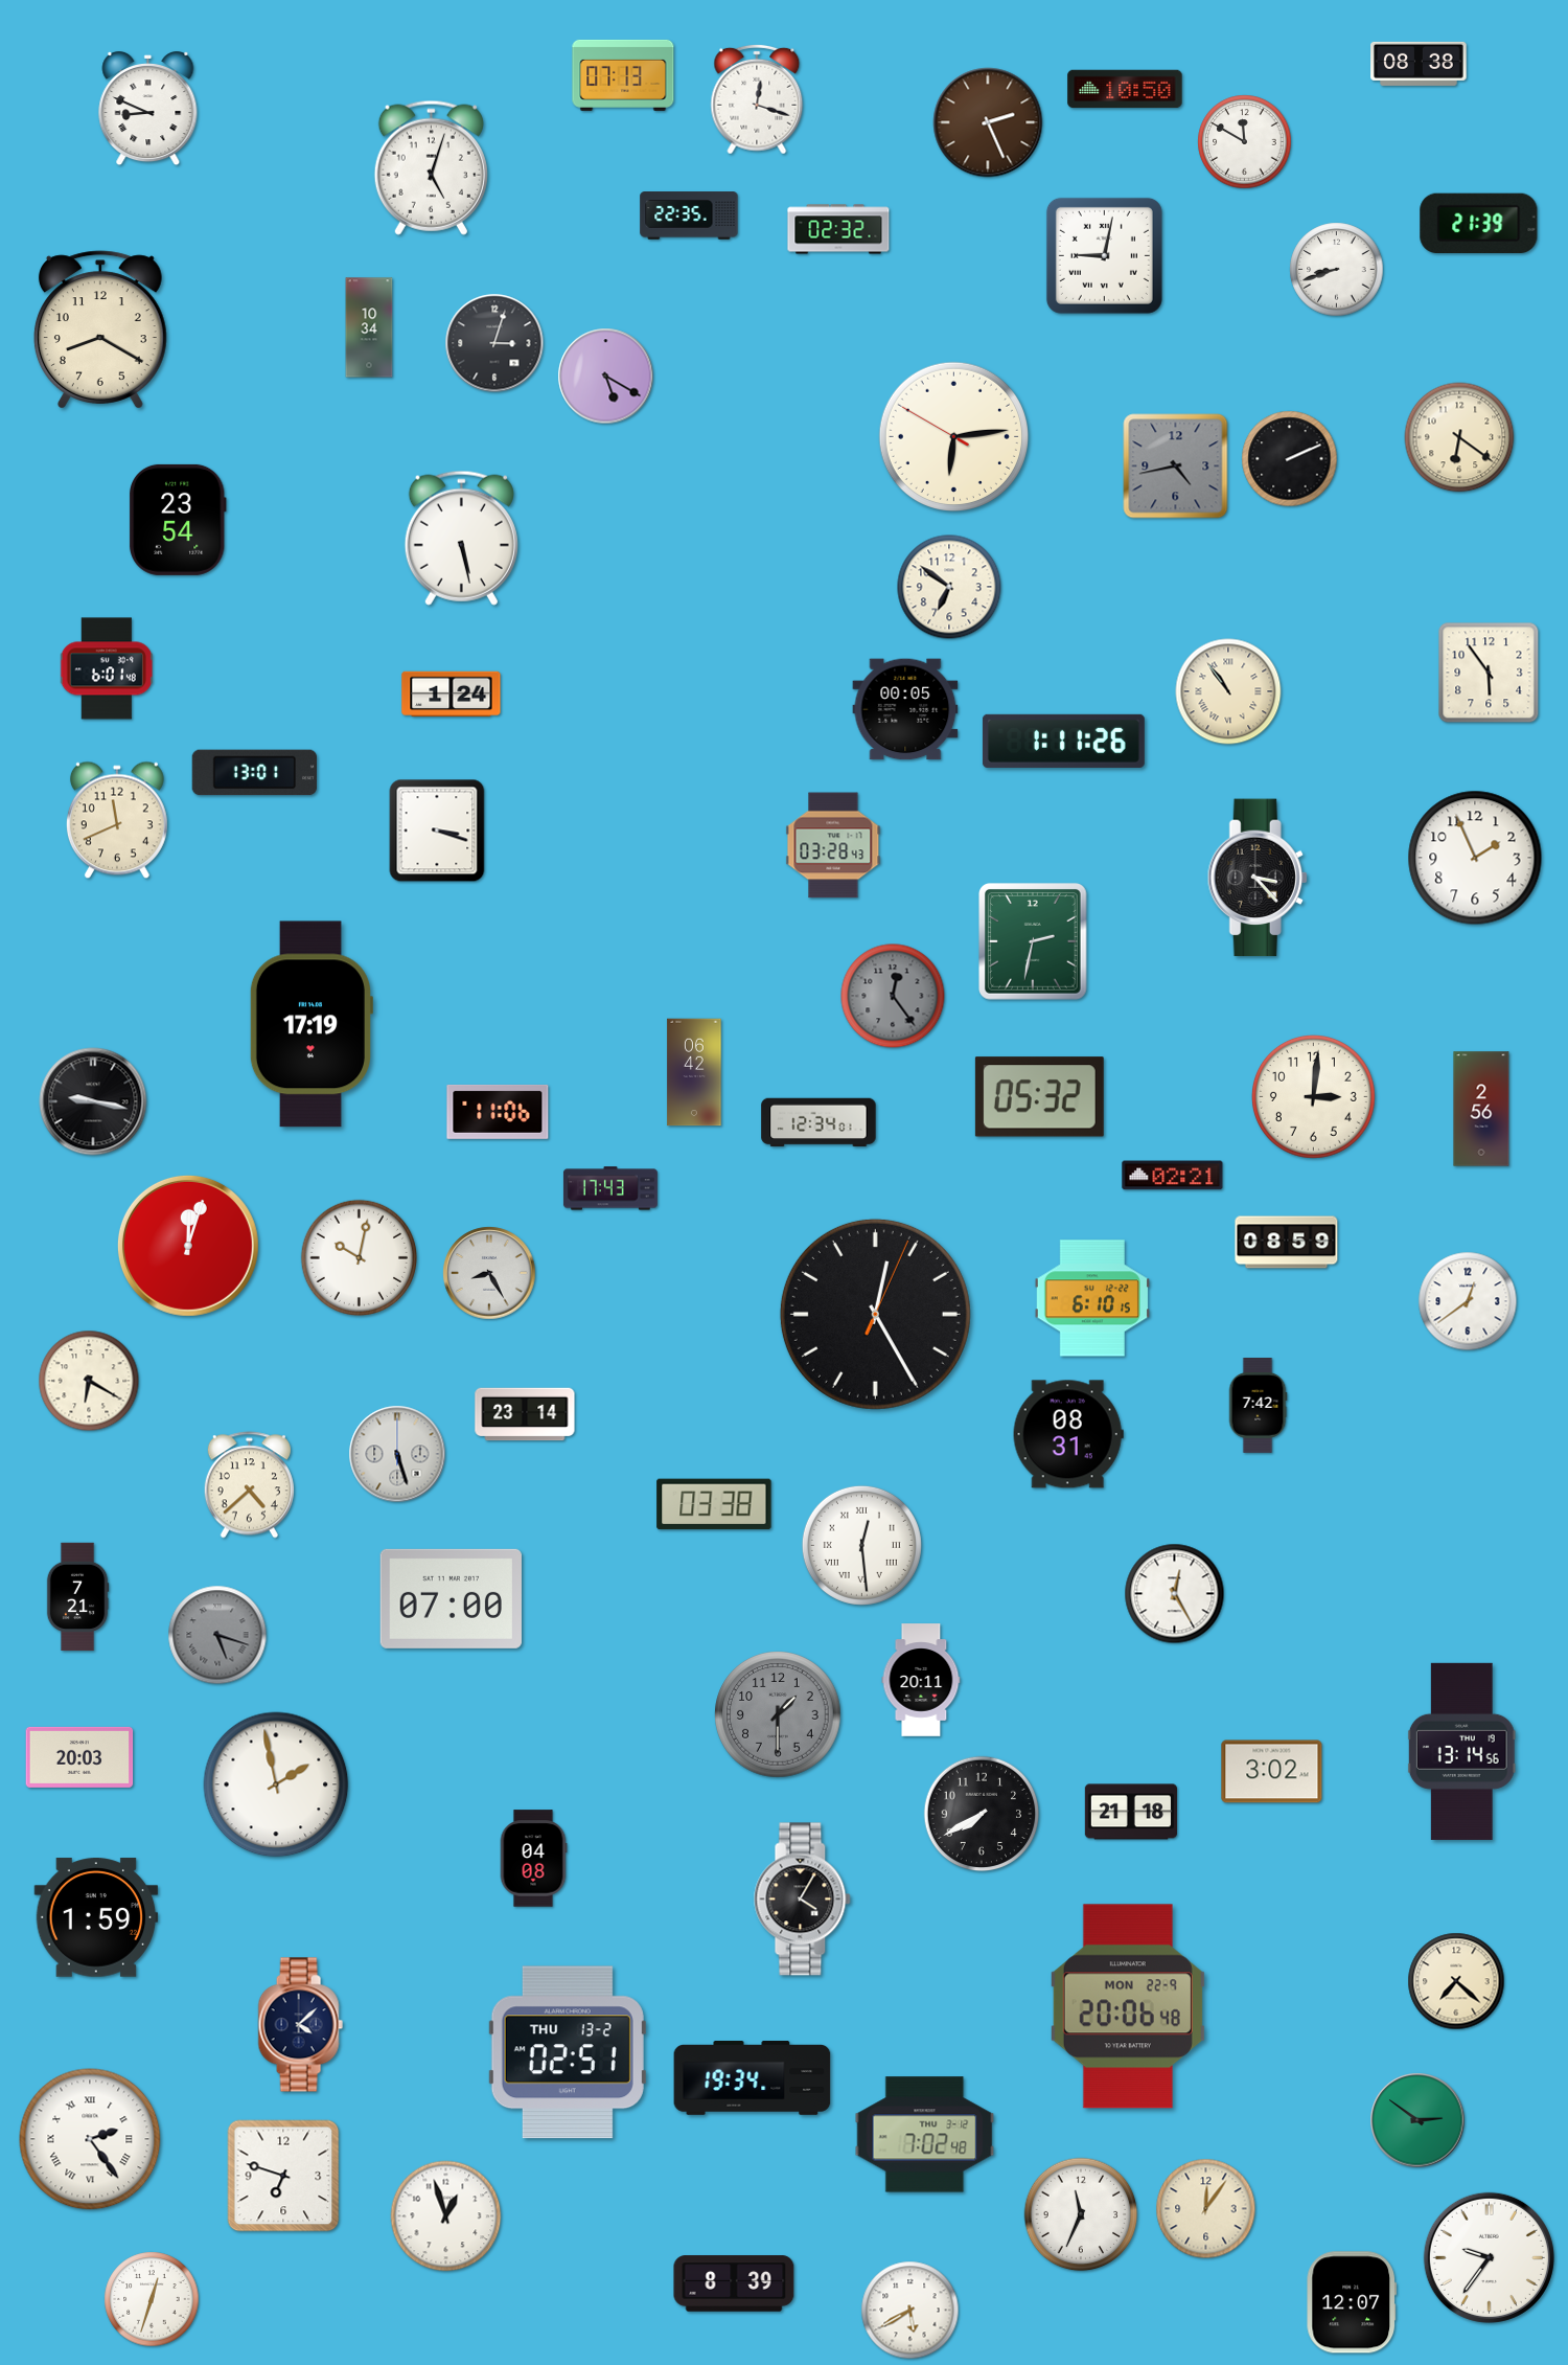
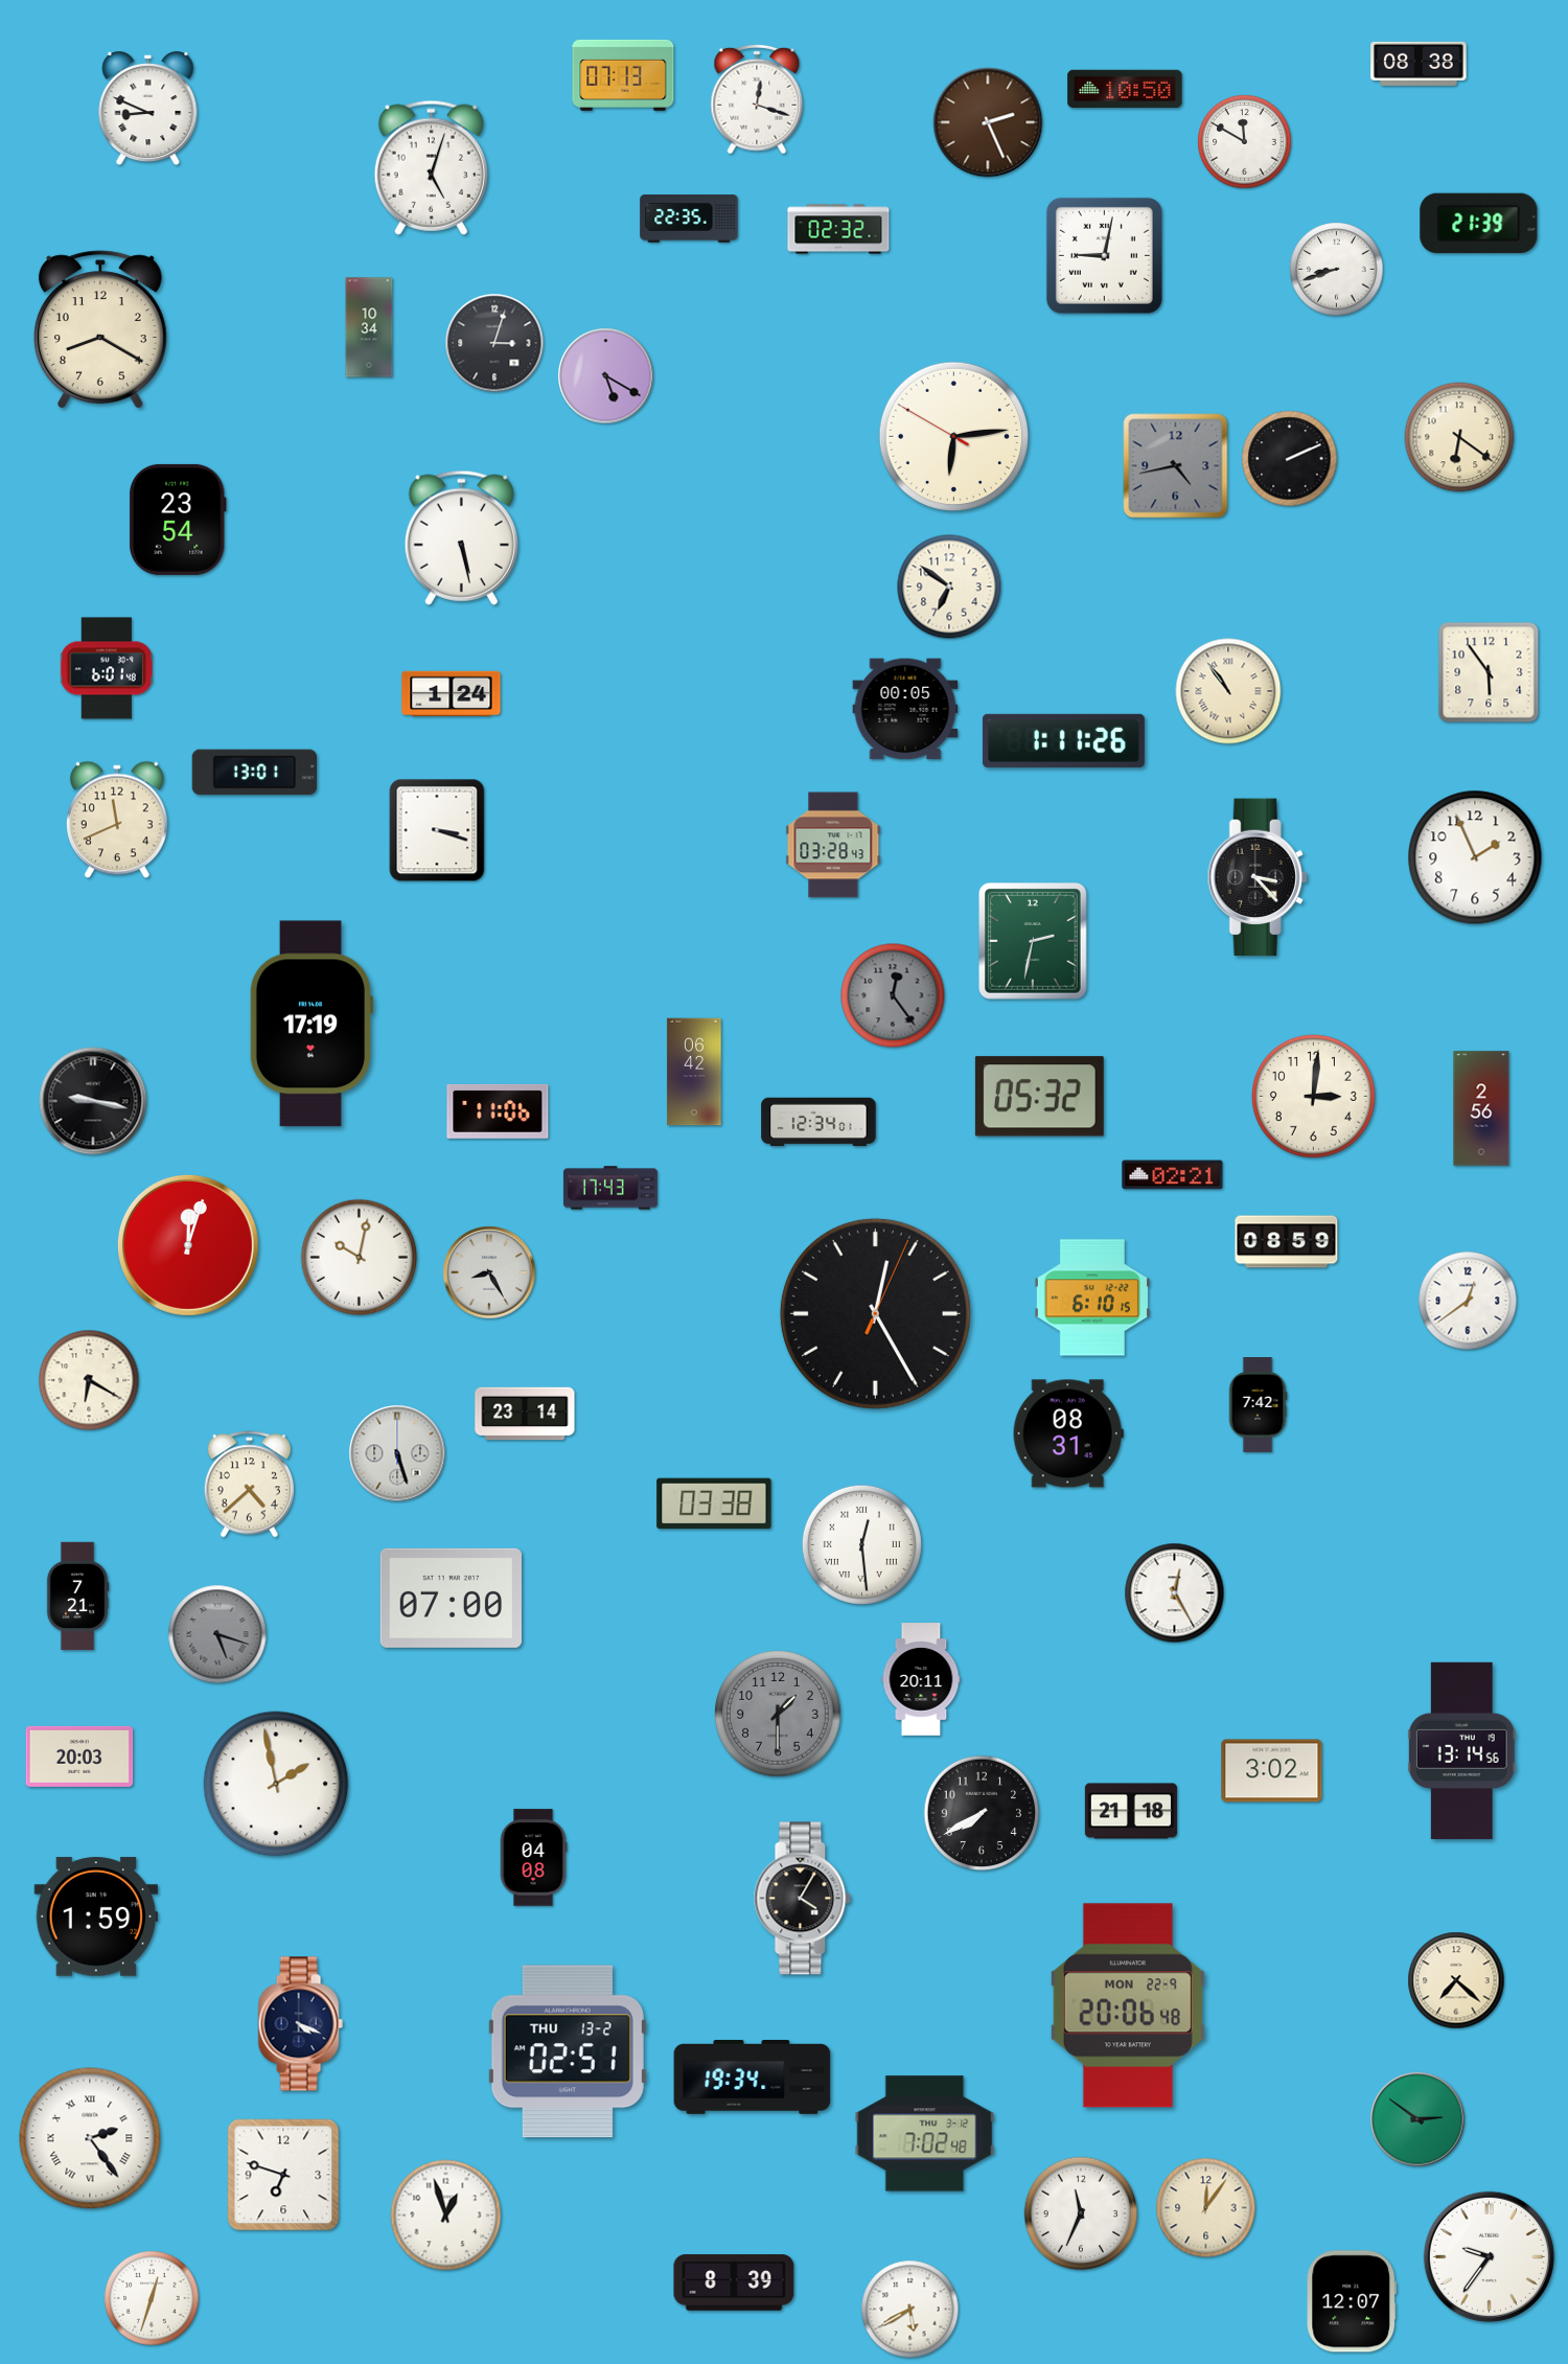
clock at (689, 215) position: (689, 215) -> (689, 219)
clock at (300, 2025): 4:08 -> 4:19
